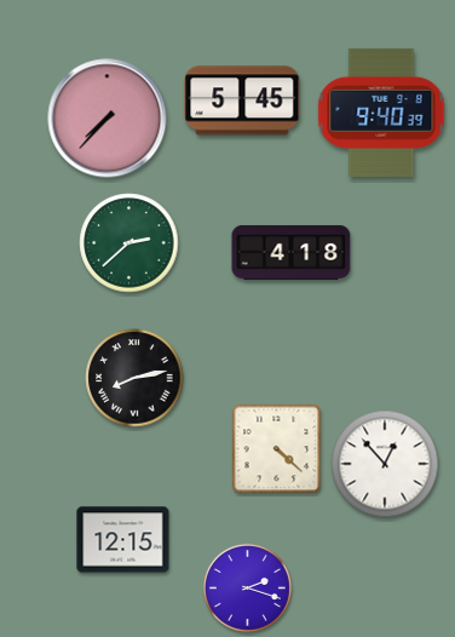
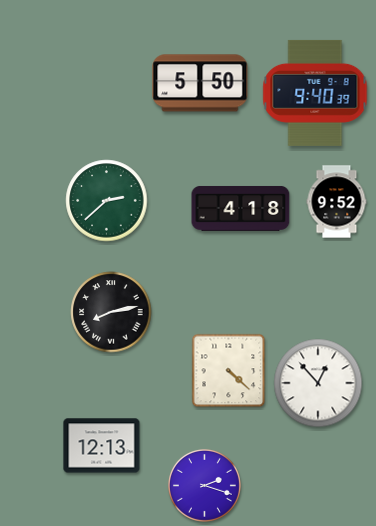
clock at (242, 101): 5:45 -> 5:50
clock at (108, 119): 7:37 -> none
clock at (337, 202): none -> 9:52
clock at (123, 540): 12:15 -> 12:13
